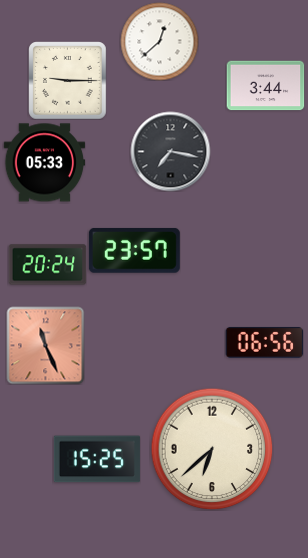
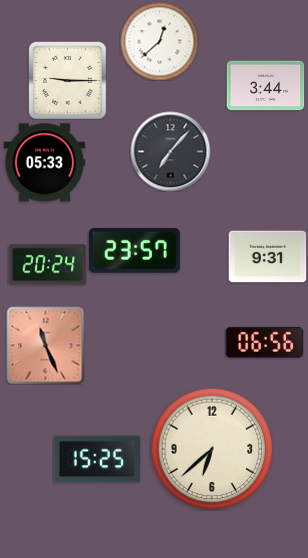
clock at (170, 151): 7:17 -> 7:07
clock at (267, 257): none -> 9:31
